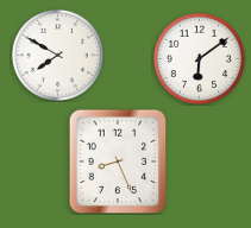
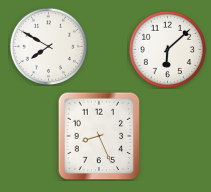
clock at (199, 58): 6:09 -> 6:08
